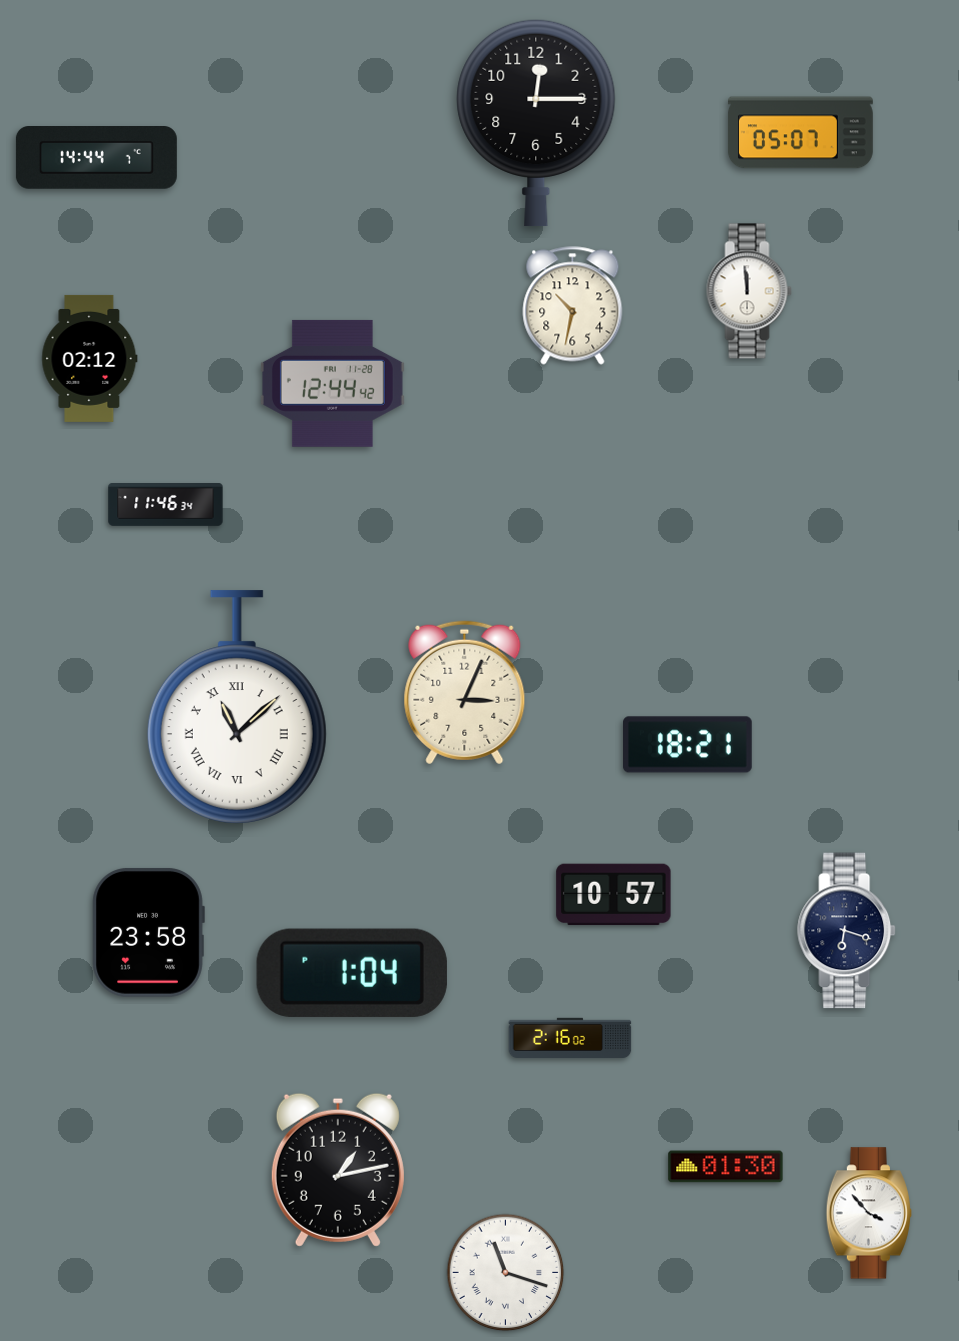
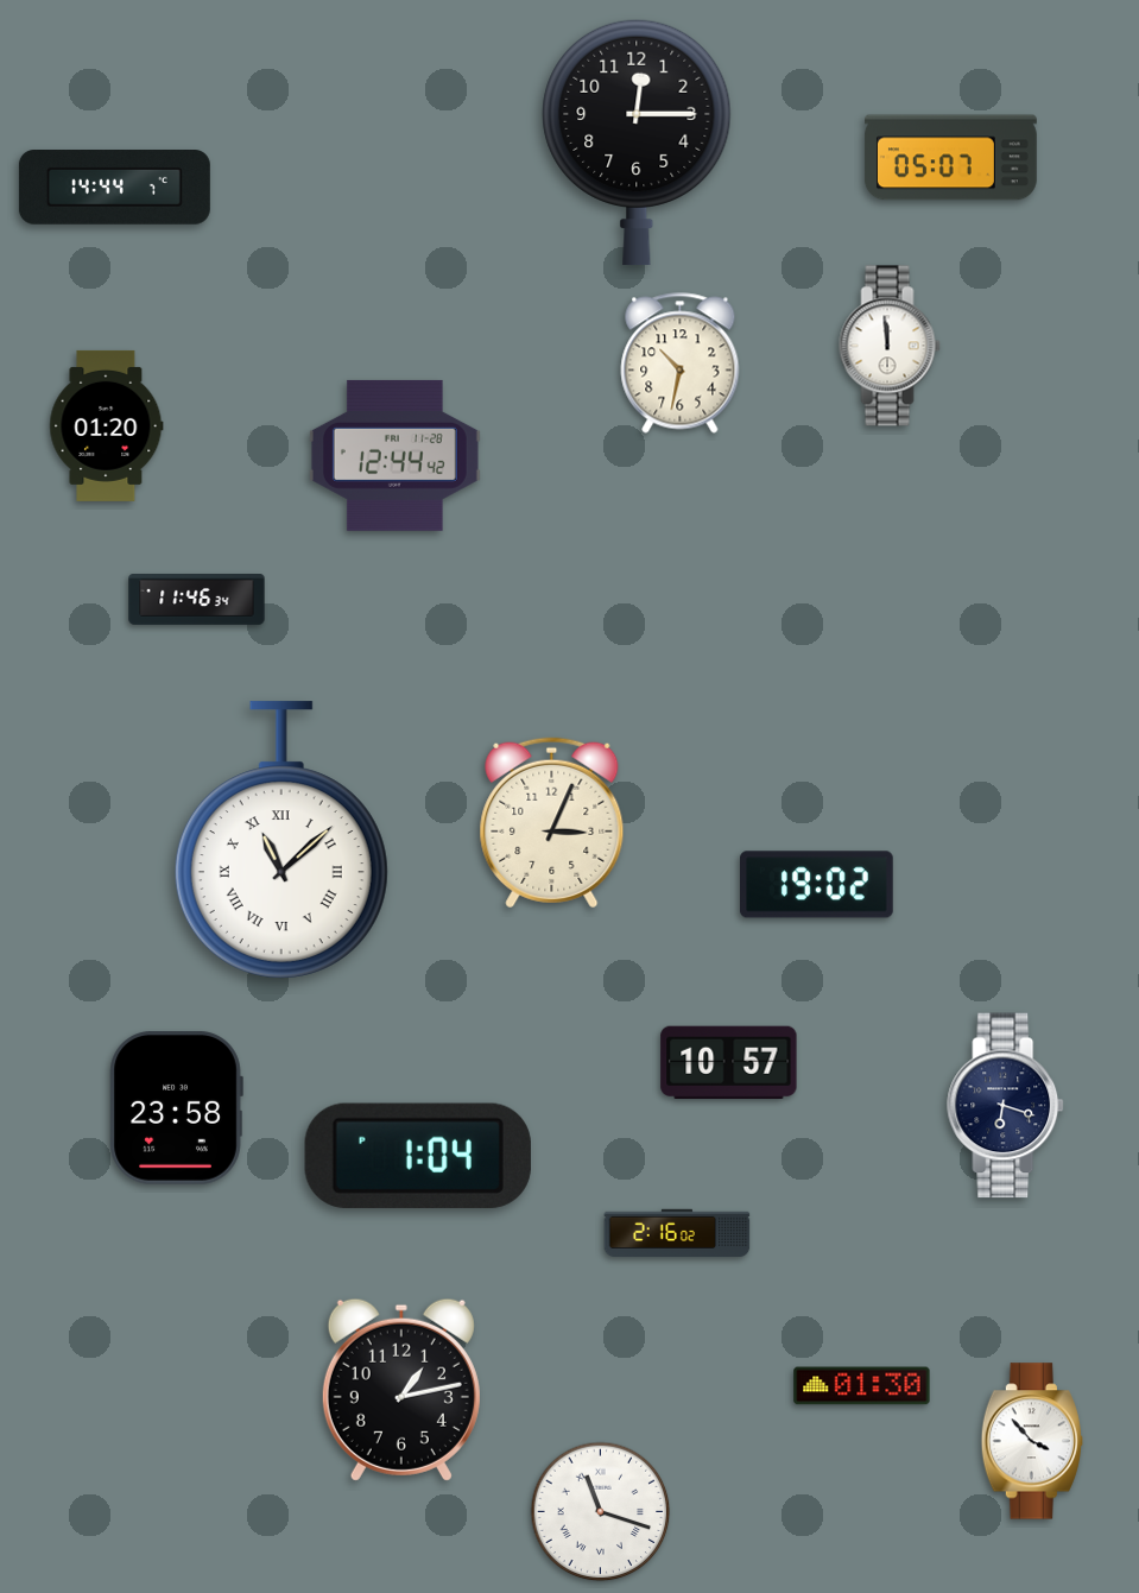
clock at (536, 123) position: (536, 123) -> (637, 143)
clock at (90, 358): 02:12 -> 01:20
clock at (688, 745): 18:21 -> 19:02
